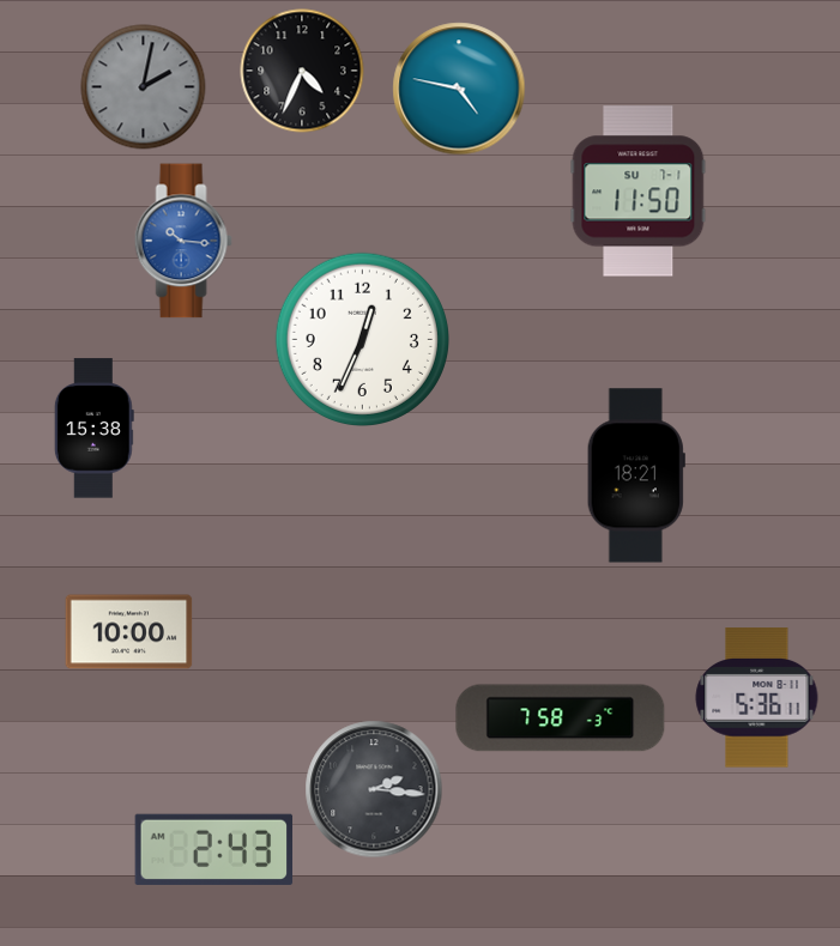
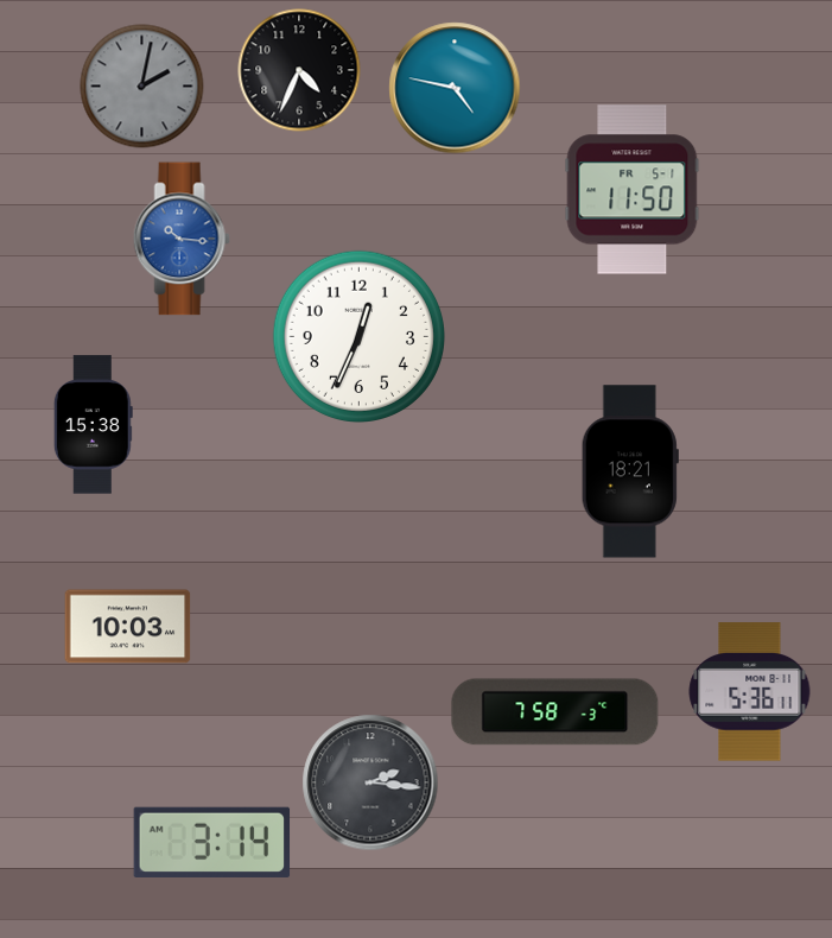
clock at (639, 192) date: SU 7-1 -> FR 5-1
clock at (129, 632): 10:00 -> 10:03
clock at (214, 849): 2:43 -> 3:14
